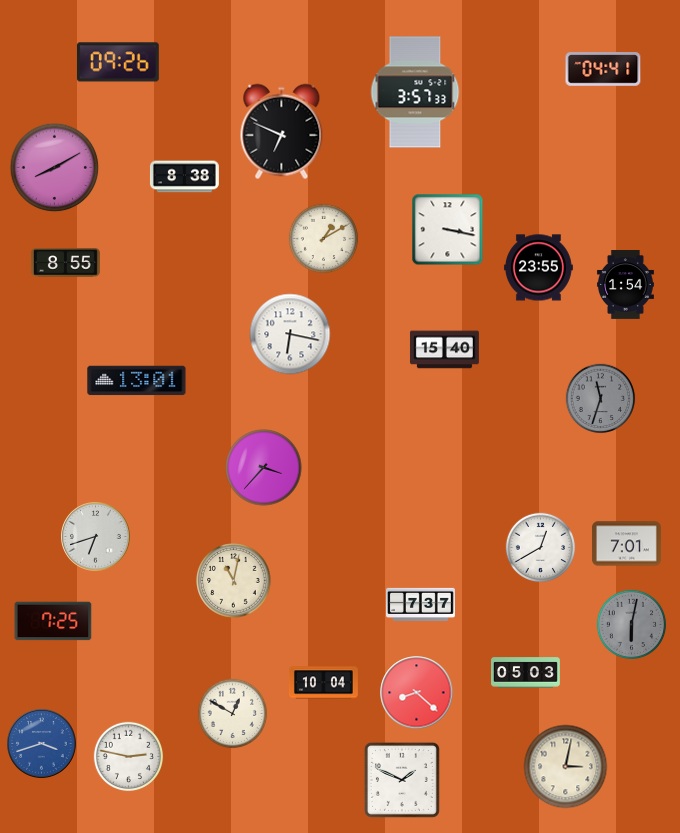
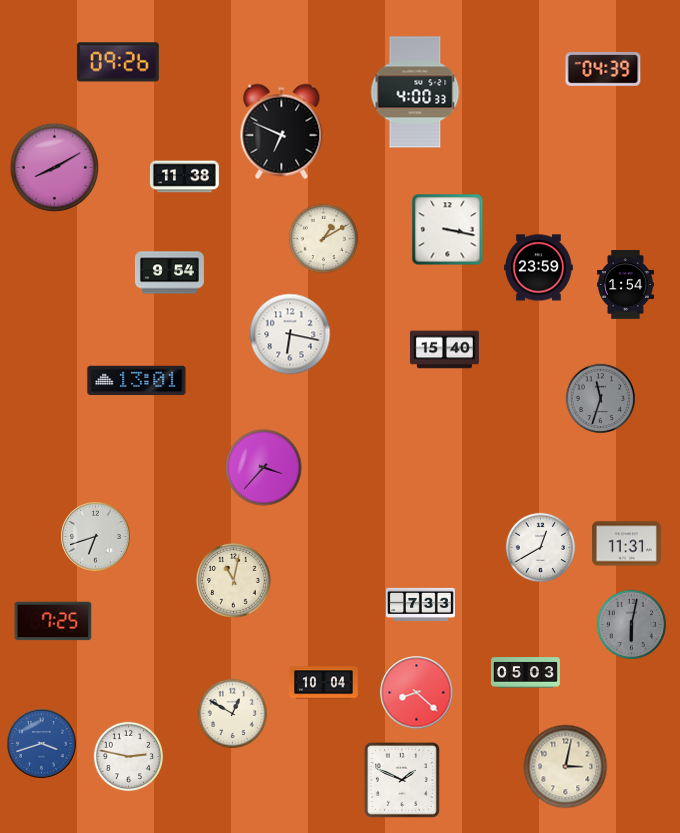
clock at (603, 69): 04:41 -> 04:39
clock at (415, 92): 3:57 -> 4:00
clock at (185, 177): 8:38 -> 11:38
clock at (65, 263): 8:55 -> none
clock at (538, 268): 23:55 -> 23:59
clock at (170, 273): none -> 9:54
clock at (626, 544): 7:01 -> 11:31
clock at (421, 604): 7:37 -> 7:33
